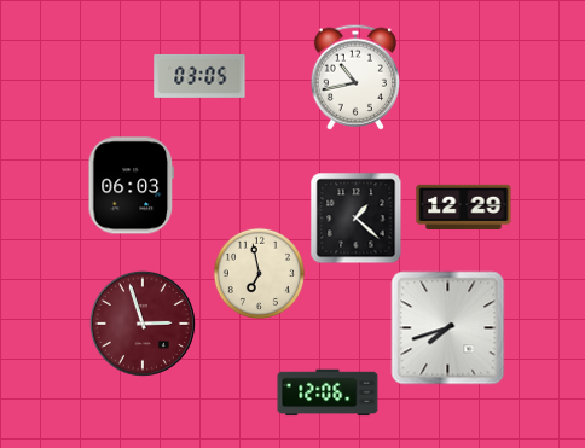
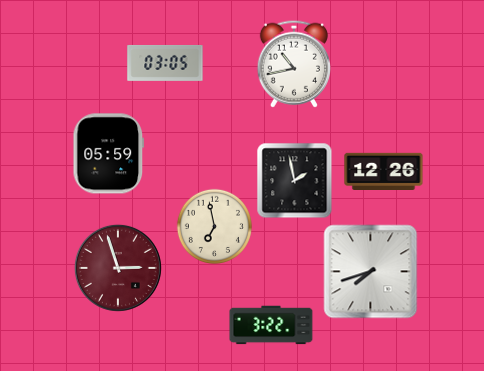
clock at (132, 186): 06:03 -> 05:59
clock at (464, 206): 12:29 -> 12:26
clock at (357, 219): 1:22 -> 1:58
clock at (328, 392): 12:06 -> 3:22
